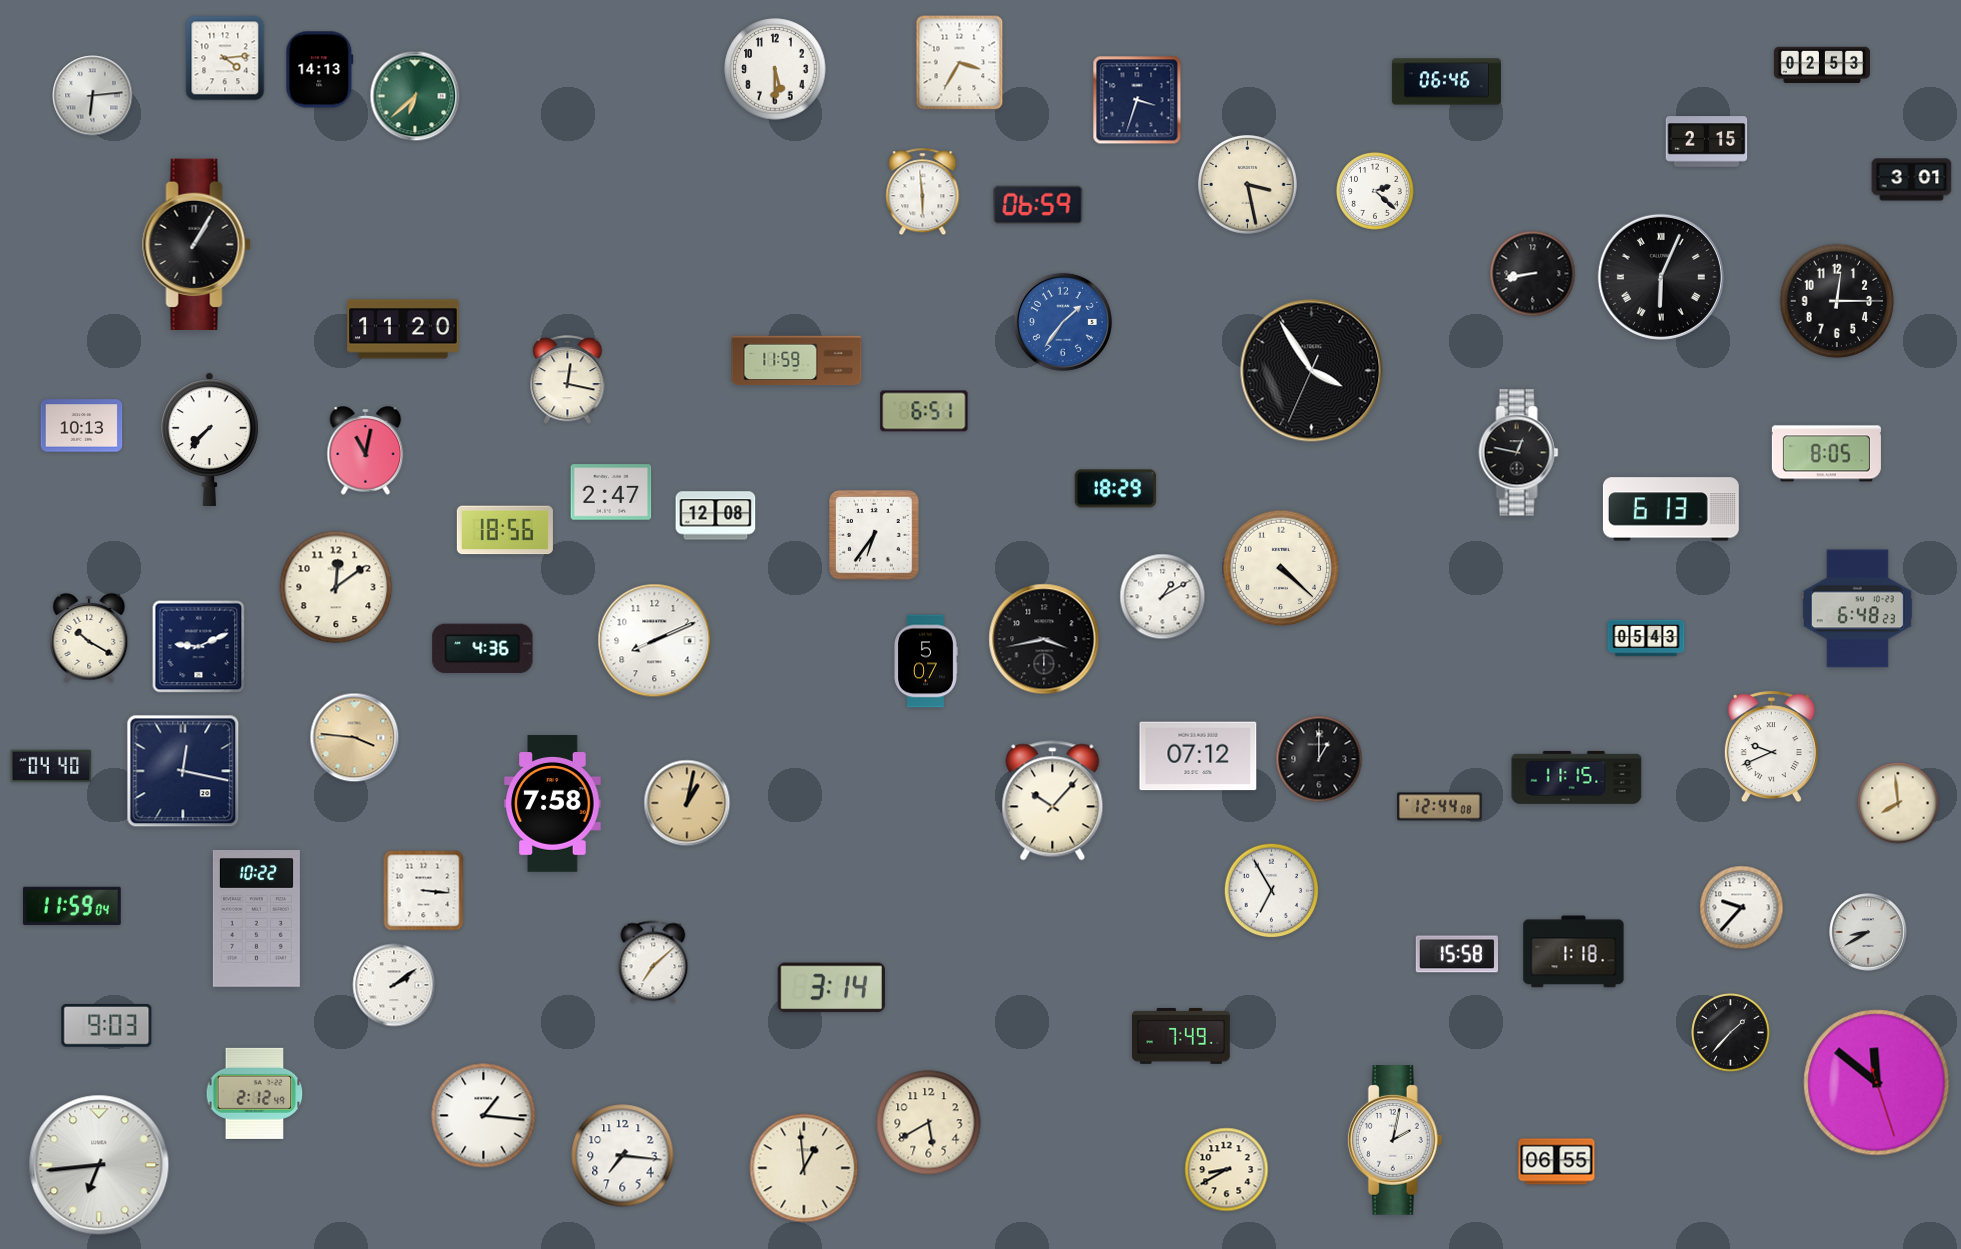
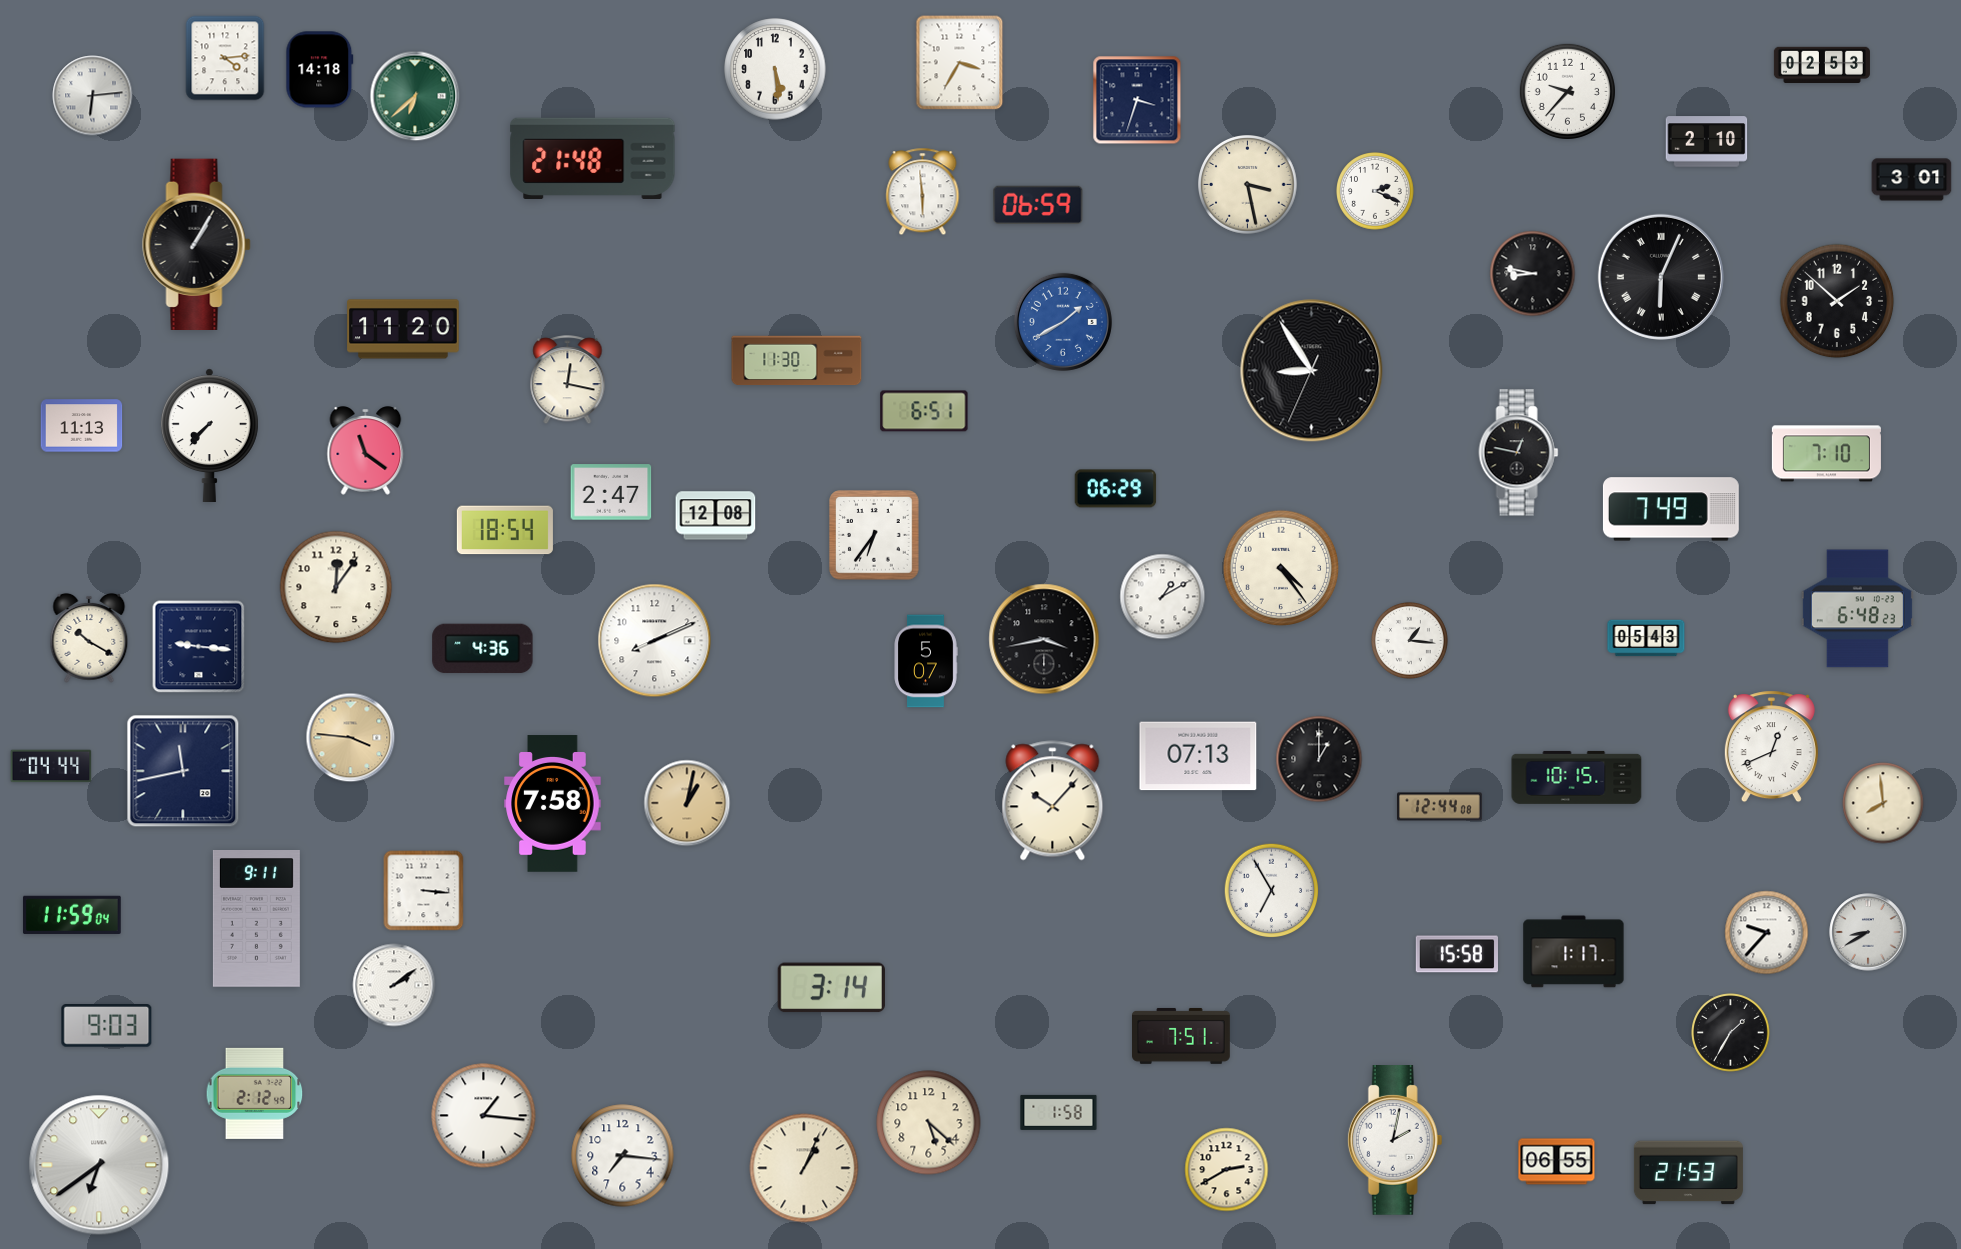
clock at (775, 69): 5:30 -> 5:29
clock at (320, 70): 14:13 -> 14:18
clock at (1446, 82): 06:46 -> none
clock at (1567, 91): none -> 9:37
clock at (1707, 142): 2:15 -> 2:10
clock at (593, 158): none -> 21:48
clock at (1376, 192): 2:22 -> 2:19
clock at (1533, 274): 8:43 -> 8:47
clock at (1837, 301): 12:15 -> 1:52
clock at (1063, 322): 1:36 -> 1:40
clock at (797, 361): 11:59 -> 11:30
clock at (1312, 371): 3:54 -> 8:54
clock at (82, 426): 10:13 -> 11:13
clock at (209, 439) position: (209, 439) -> (209, 435)
clock at (366, 451): 11:02 -> 11:21
clock at (1826, 454): 8:05 -> 7:10
clock at (1116, 489): 18:29 -> 06:29
clock at (1671, 509): 6:13 -> 7:49
clock at (505, 530): 18:56 -> 18:54
clock at (1280, 567): 4:22 -> 4:24
clock at (336, 587): 12:09 -> 12:06
clock at (1409, 640): none -> 1:16
clock at (199, 647): 9:11 -> 9:16
clock at (355, 738) position: (355, 738) -> (351, 738)
clock at (1771, 747): 9:41 -> 12:41
clock at (1198, 756): 07:12 -> 07:13
clock at (51, 766): 04:40 -> 04:44
clock at (183, 771): 12:17 -> 11:43
clock at (1577, 777): 11:15 -> 10:15
clock at (1898, 803) position: (1898, 803) -> (1883, 803)
clock at (72, 906) position: (72, 906) -> (72, 915)
clock at (1742, 908) position: (1742, 908) -> (1767, 933)
clock at (256, 919): 10:22 -> 9:11
clock at (1574, 952): 1:18 -> 1:17
clock at (653, 962): 7:08 -> none
clock at (1731, 1033): 1:37 -> 1:35
clock at (1182, 1036): 7:49 -> 7:51
clock at (1877, 1083): 11:51 -> none
clock at (1059, 1112): none -> 1:58
clock at (929, 1123): 5:40 -> 5:22
clock at (99, 1165): 6:44 -> 6:39
clock at (804, 1168): 12:59 -> 1:04
clock at (1227, 1170): 8:40 -> 2:40
clock at (1688, 1173): none -> 21:53
